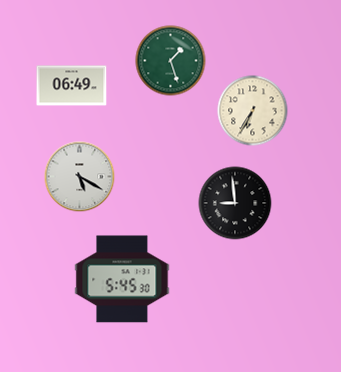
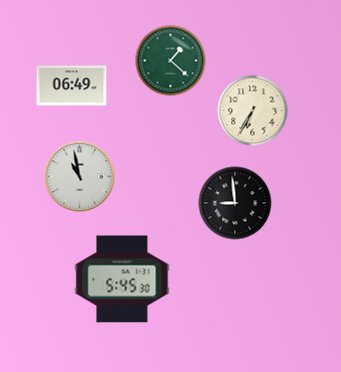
clock at (171, 61): 1:27 -> 1:22
clock at (80, 177): 5:20 -> 10:58
